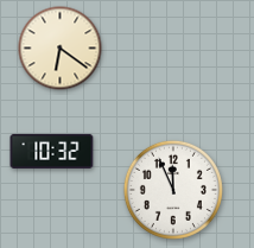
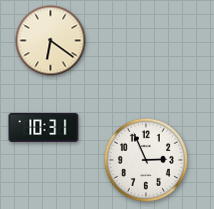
clock at (52, 151): 10:32 -> 10:31
clock at (173, 190): 11:56 -> 2:56
